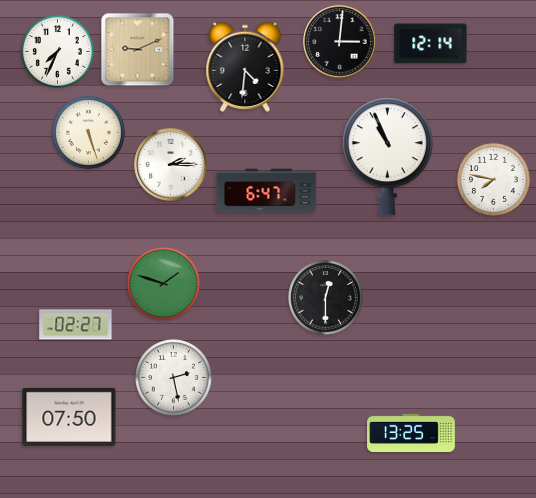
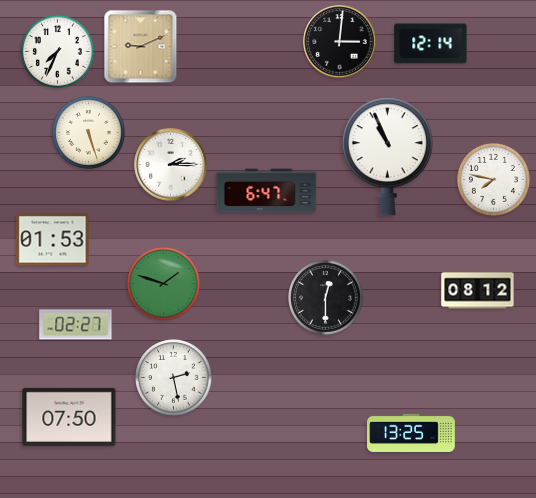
clock at (138, 50) position: (138, 50) -> (141, 47)
clock at (245, 67): 4:31 -> none
clock at (53, 240): none -> 01:53
clock at (478, 291): none -> 08:12
